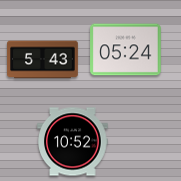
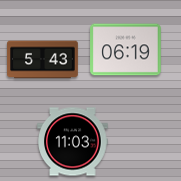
clock at (126, 50): 05:24 -> 06:19
clock at (73, 142): 10:52 -> 11:03
